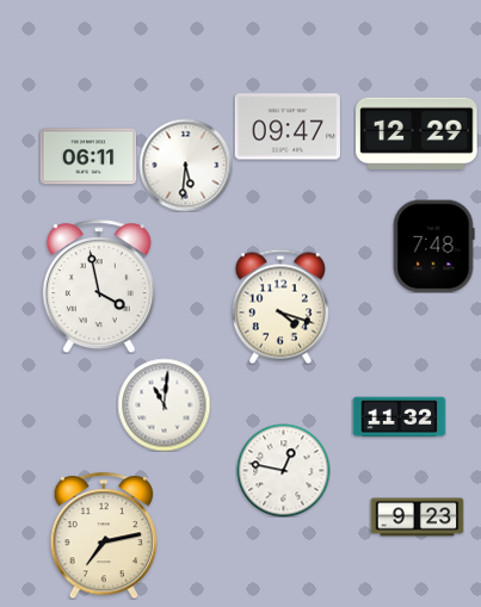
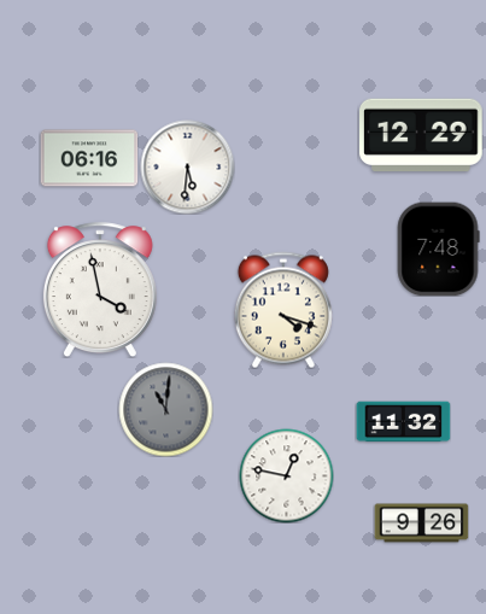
clock at (288, 126): 09:47 -> none
clock at (88, 156): 06:11 -> 06:16
clock at (164, 404) dial: white -> grey
clock at (417, 518): 9:23 -> 9:26
clock at (104, 535): 7:13 -> none
